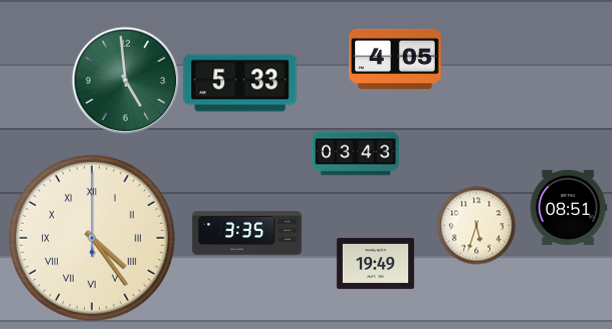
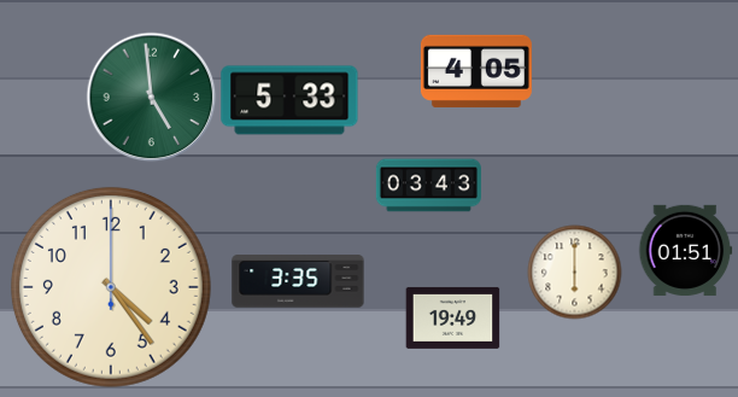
clock at (568, 207): 08:51 -> 01:51
clock at (476, 225): 5:33 -> 6:00
clock at (92, 238) numerals: Roman -> Arabic
